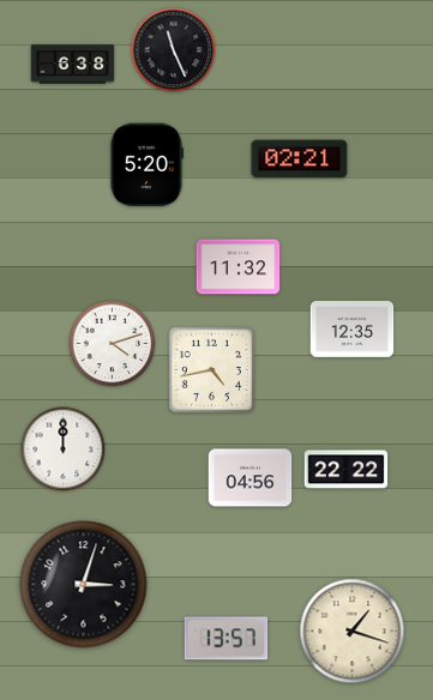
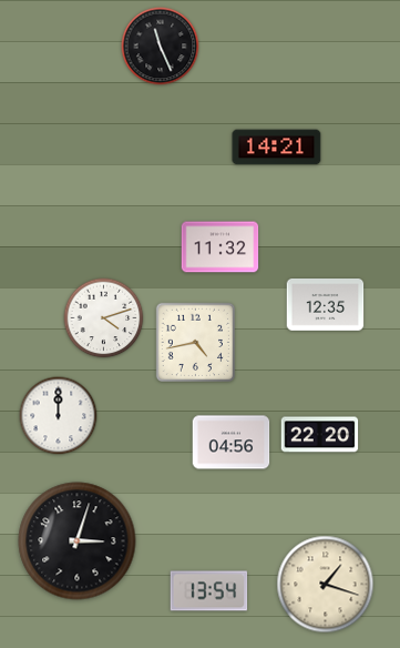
clock at (73, 65): 6:38 -> none
clock at (300, 159): 02:21 -> 14:21
clock at (146, 165): 5:20 -> none
clock at (347, 470): 22:22 -> 22:20
clock at (227, 639): 13:57 -> 13:54
